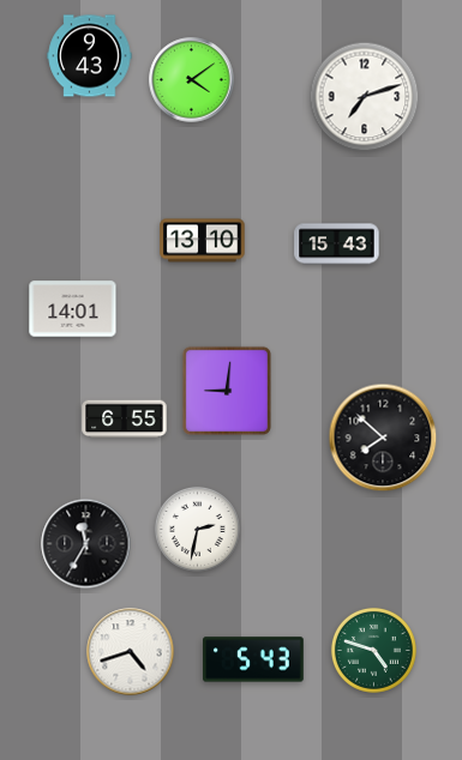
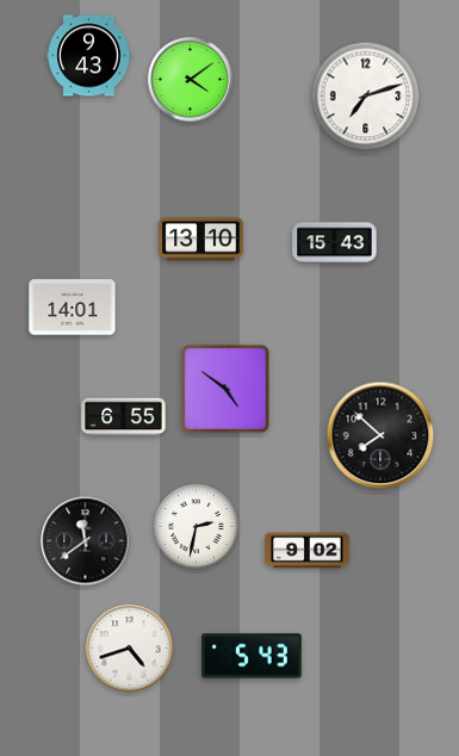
clock at (365, 97) position: (365, 97) -> (366, 97)
clock at (227, 391): 9:01 -> 4:51
clock at (86, 544): 11:35 -> 11:39
clock at (308, 551): none -> 9:02
clock at (373, 650): 4:48 -> none
